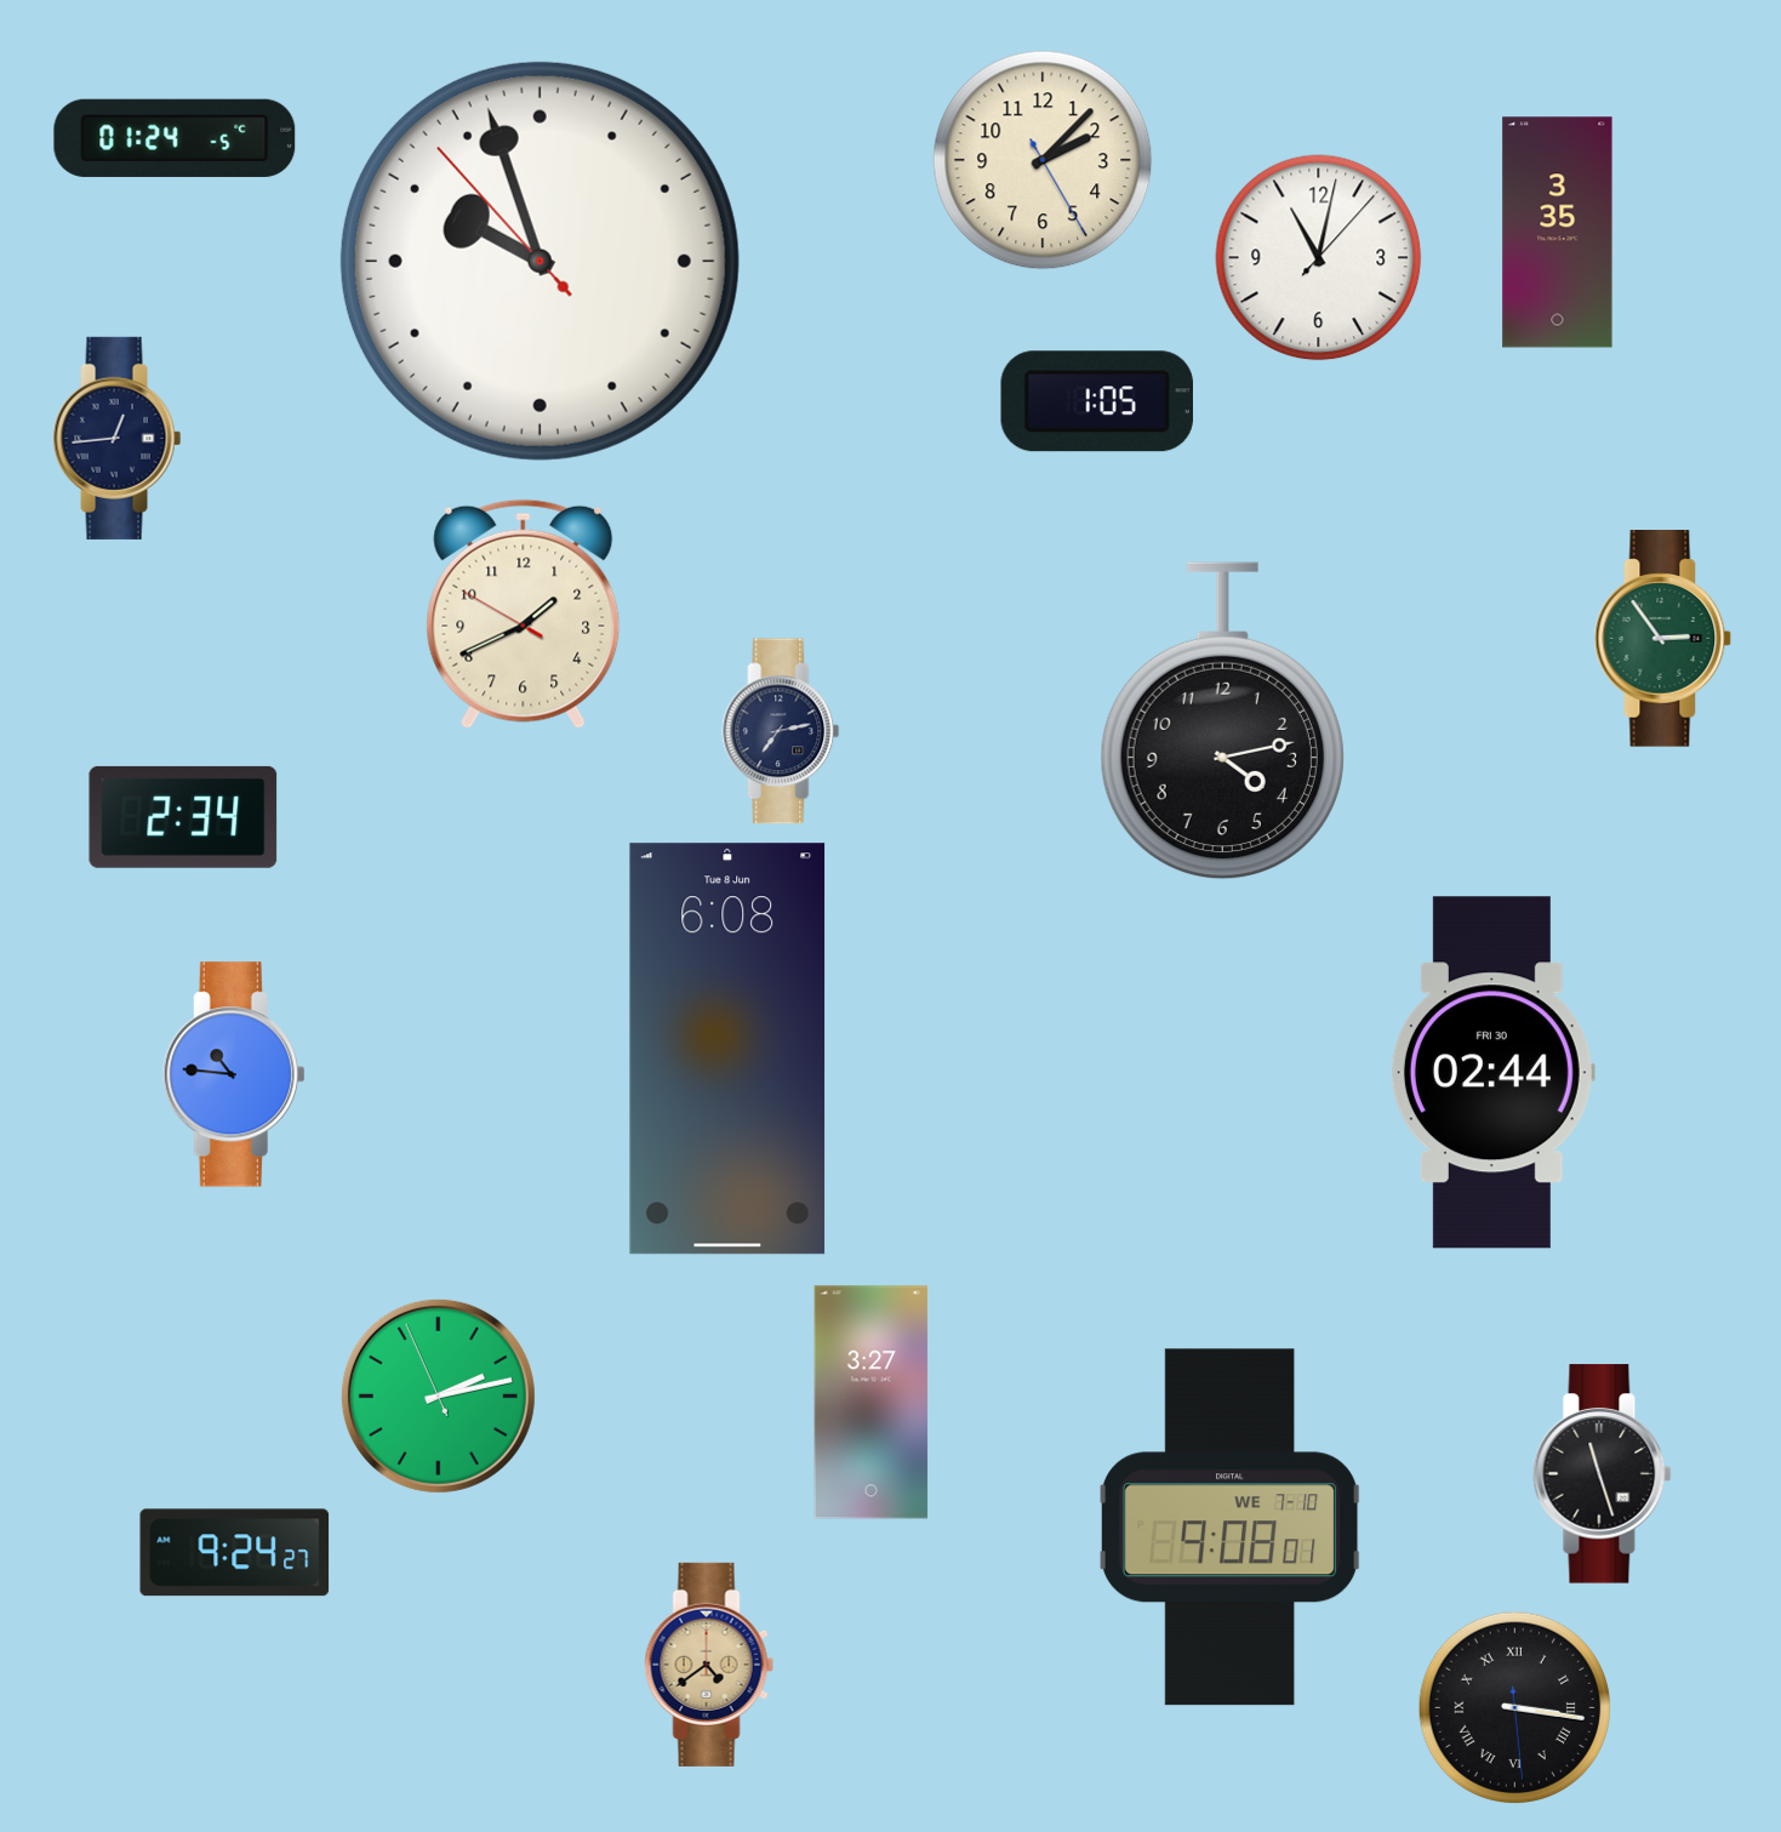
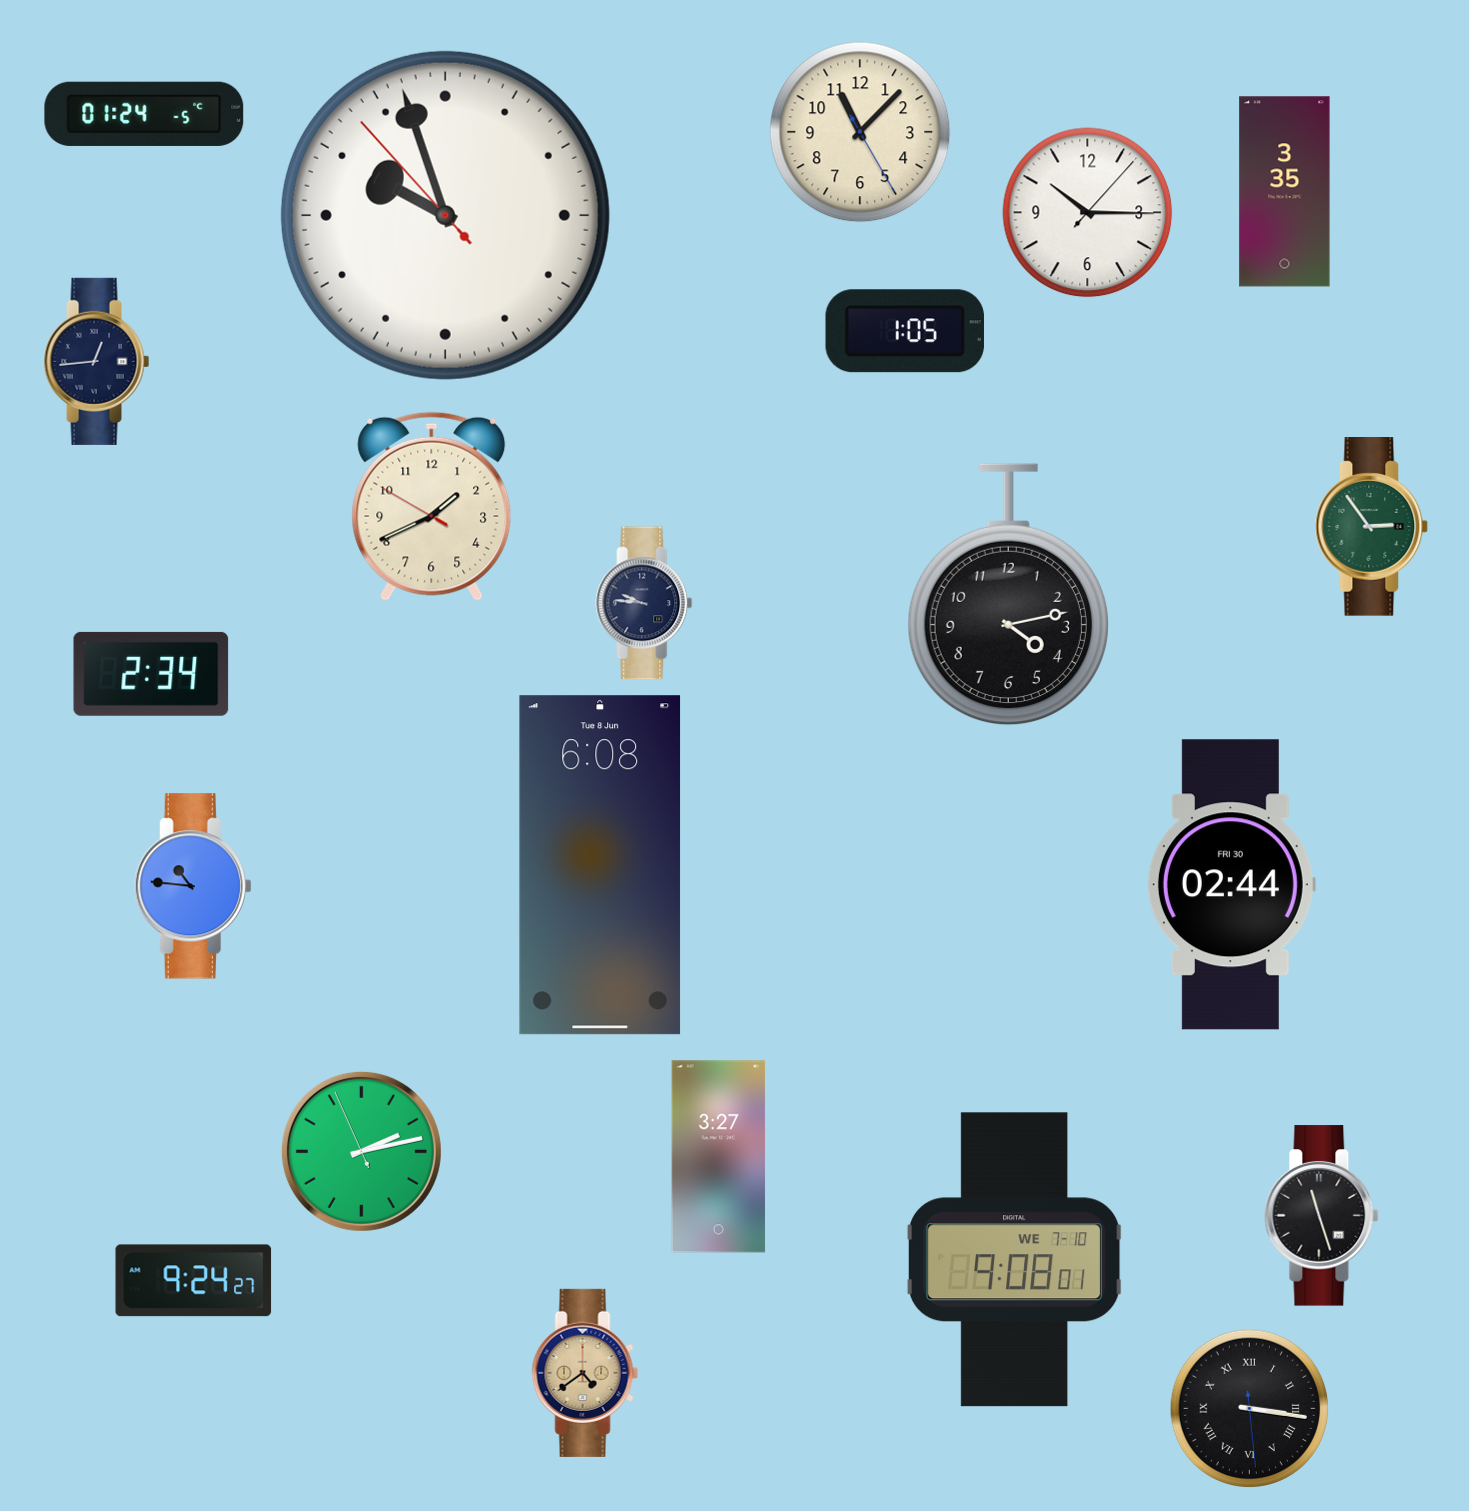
clock at (1043, 160): 2:07 -> 11:07
clock at (1319, 258): 11:02 -> 10:15
clock at (781, 731): 7:13 -> 9:46
